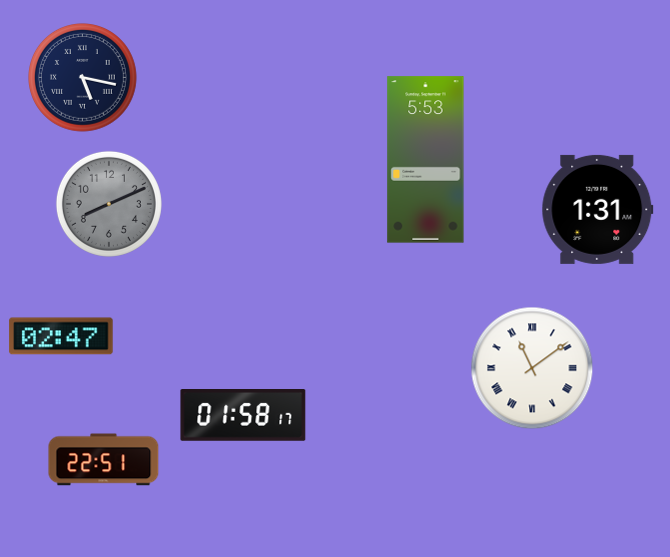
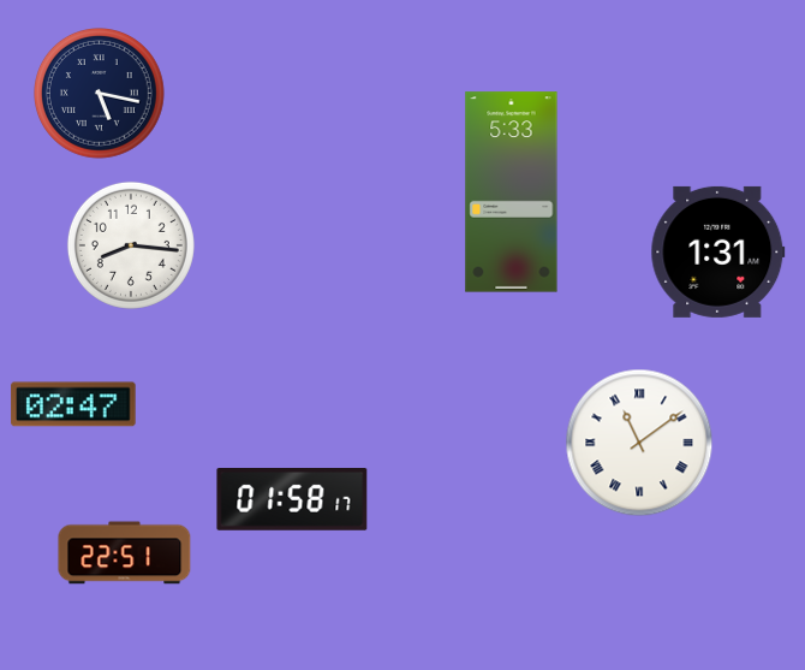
clock at (426, 160): 5:53 -> 5:33
clock at (109, 204): 8:11 -> 8:16
clock at (109, 204) dial: grey -> white
